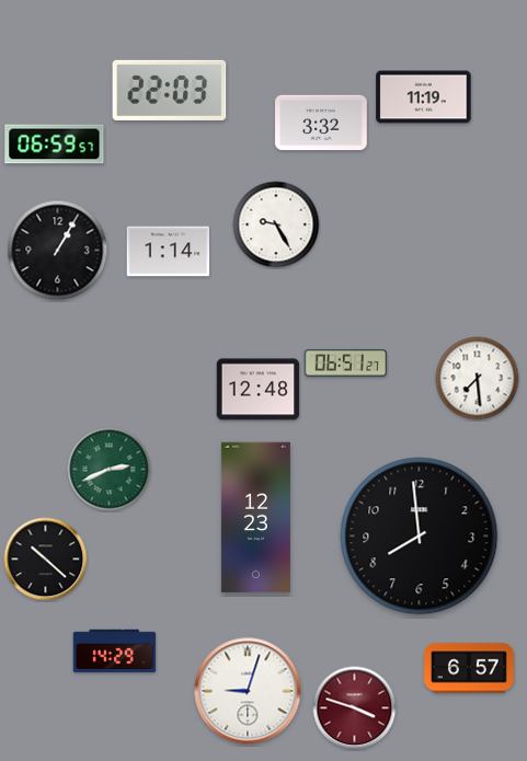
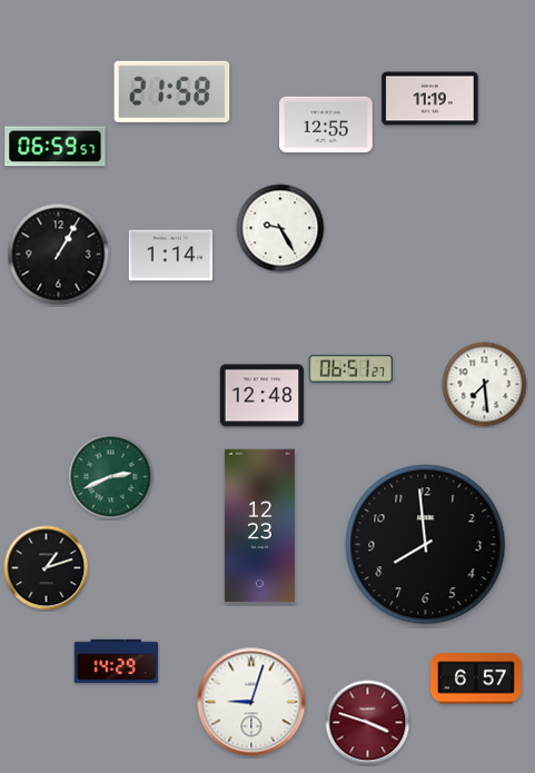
clock at (170, 90): 22:03 -> 21:58
clock at (321, 123): 3:32 -> 12:55
clock at (46, 560): 10:22 -> 1:12
clock at (355, 708) position: (355, 708) -> (368, 723)
